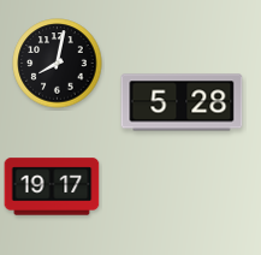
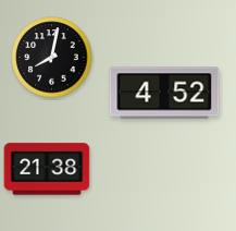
clock at (182, 102): 5:28 -> 4:52
clock at (52, 186): 19:17 -> 21:38
